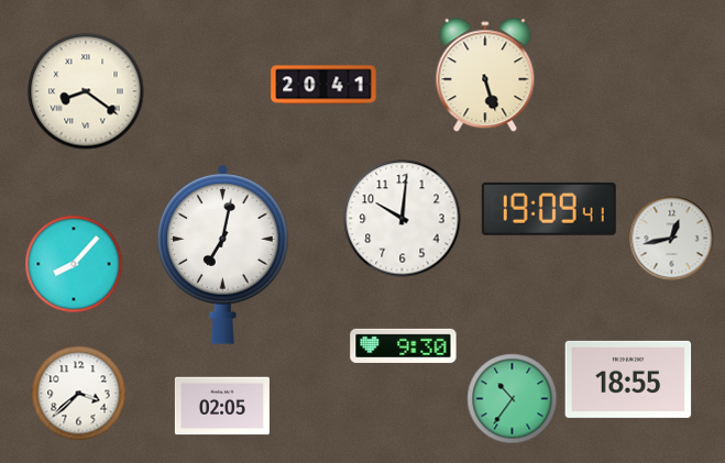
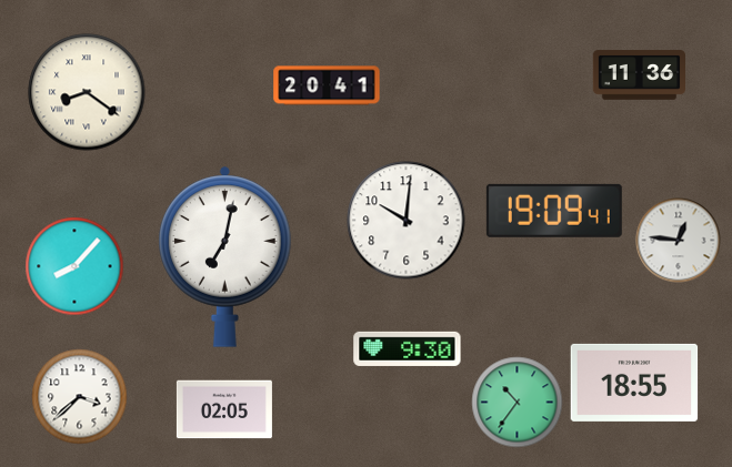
clock at (639, 75): none -> 11:36
clock at (485, 76): 5:27 -> none
clock at (672, 239): 12:43 -> 12:46
